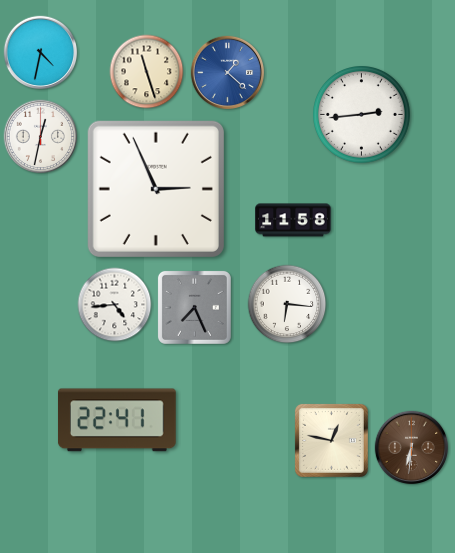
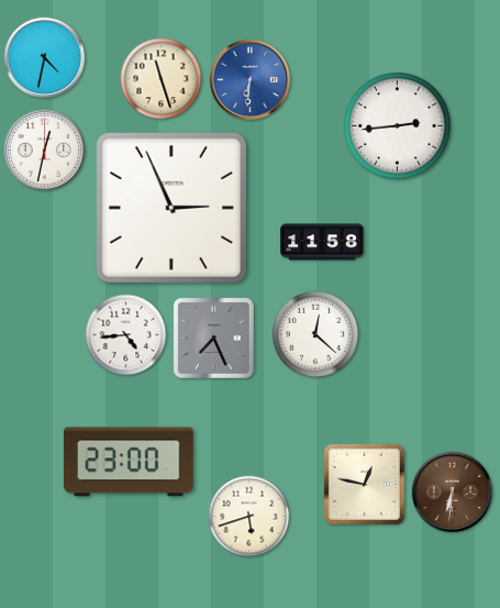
clock at (228, 73): 1:22 -> 6:31
clock at (287, 304): 6:16 -> 12:22
clock at (117, 420): 22:41 -> 23:00
clock at (249, 517): none -> 5:42
